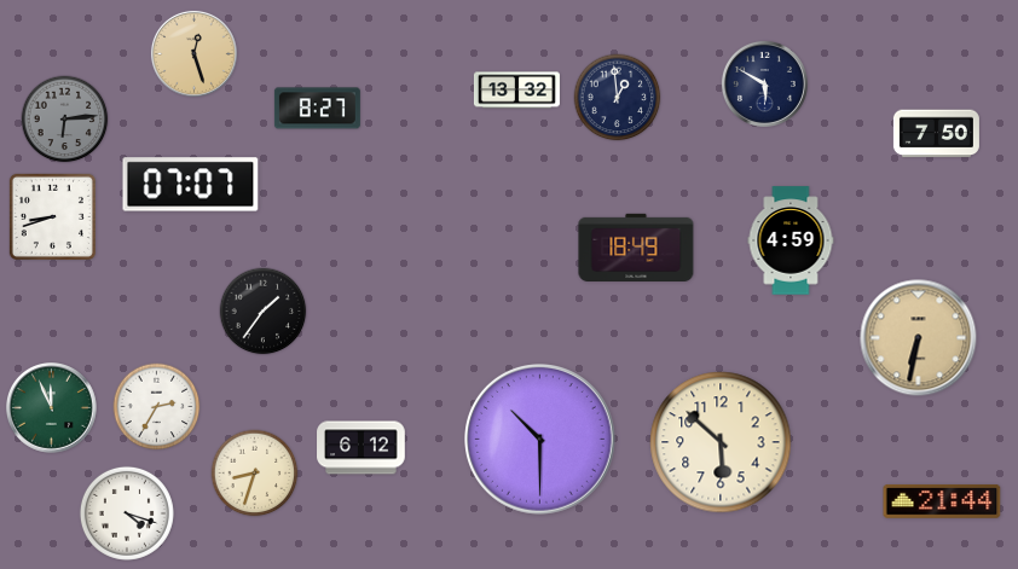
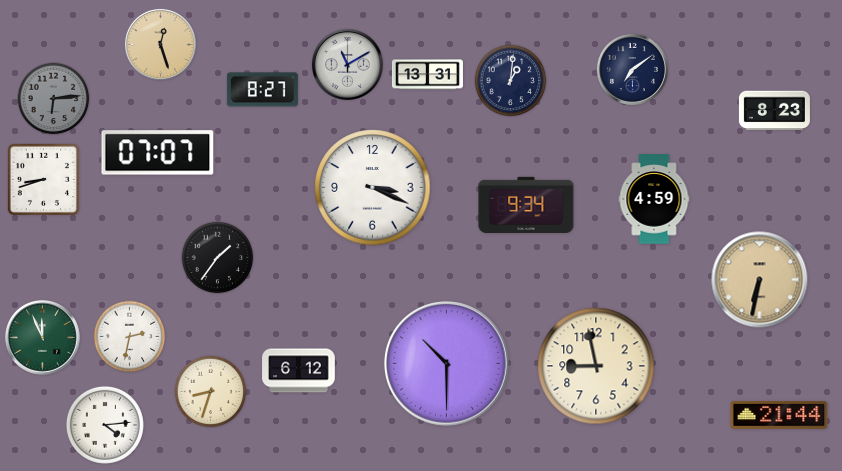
clock at (347, 64): none -> 11:10
clock at (764, 83): 5:50 -> 7:09
clock at (516, 91): 13:32 -> 13:31
clock at (618, 98): 12:59 -> 1:01
clock at (936, 134): 7:50 -> 8:23
clock at (373, 188): none -> 3:19
clock at (636, 246): 18:49 -> 9:34
clock at (157, 407): 2:35 -> 2:32
clock at (721, 442): 5:52 -> 8:58
clock at (127, 513): 4:18 -> 4:14
